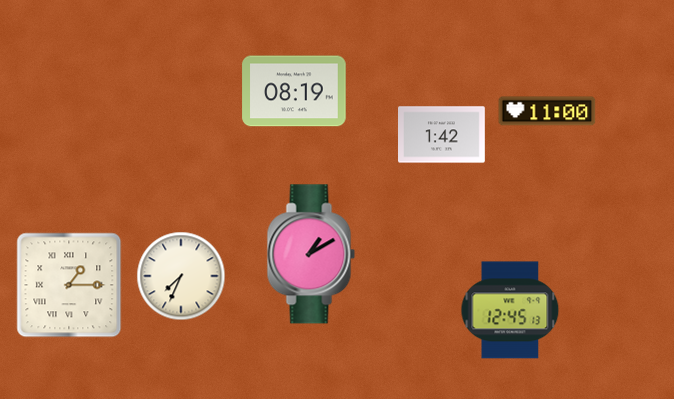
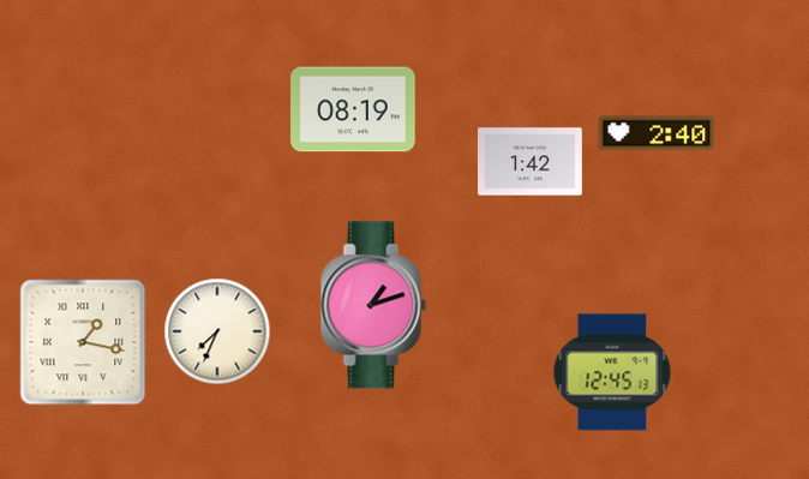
clock at (547, 111): 11:00 -> 2:40
clock at (311, 254): 1:10 -> 1:12
clock at (69, 285): 1:15 -> 1:17
